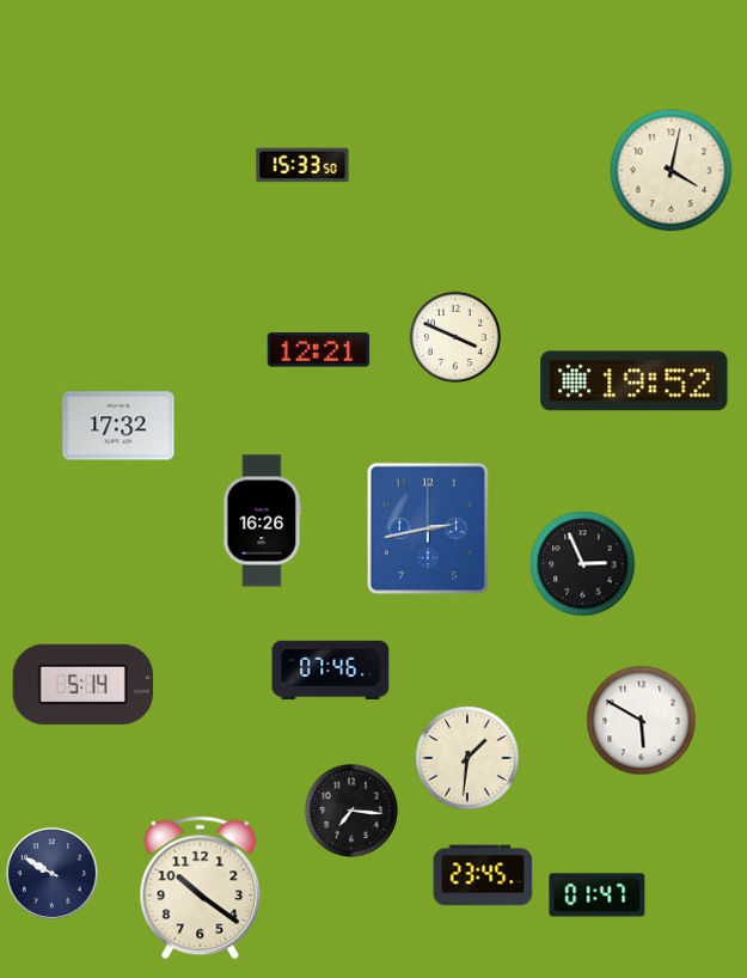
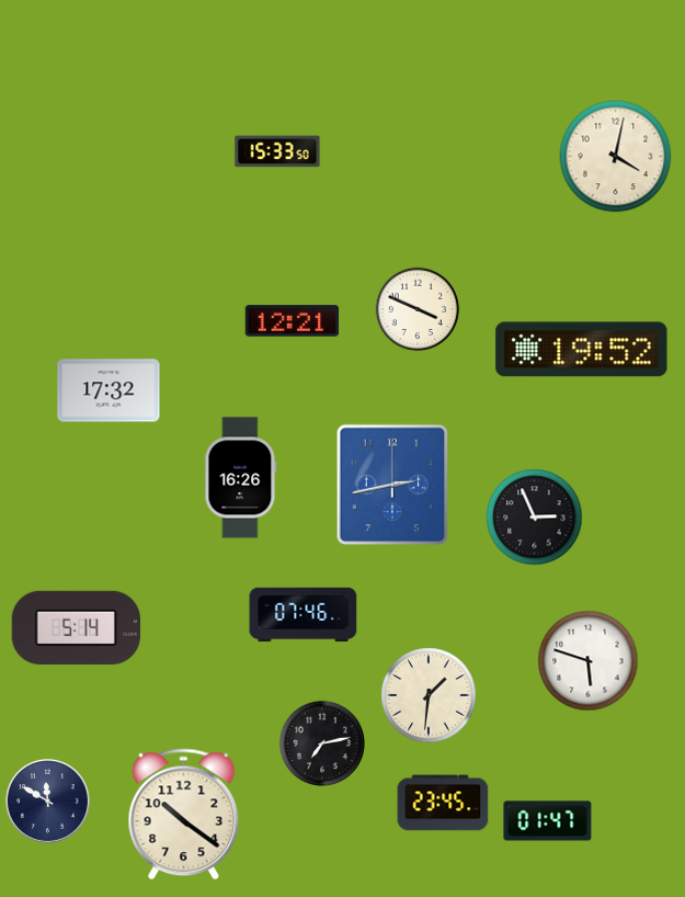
clock at (642, 721): 5:50 -> 5:48
clock at (351, 811): 7:16 -> 7:13
clock at (51, 873): 9:50 -> 11:50
